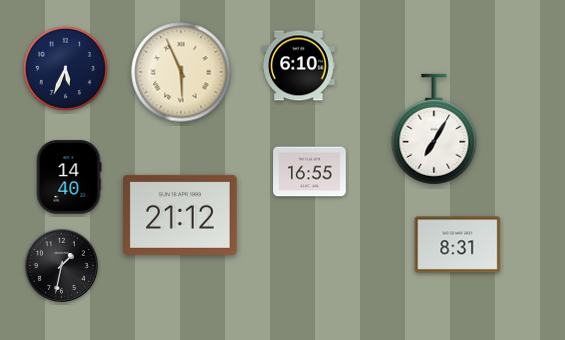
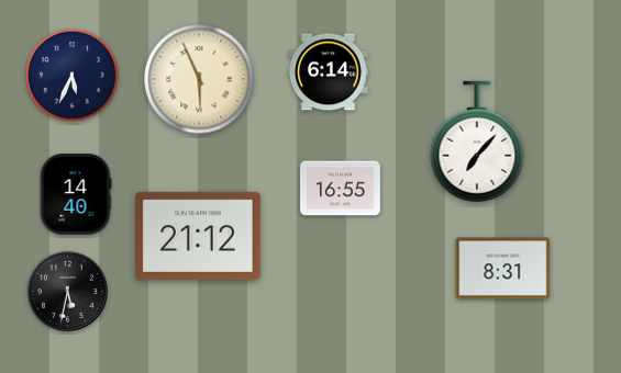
clock at (299, 66): 6:10 -> 6:14
clock at (434, 129): 7:05 -> 7:07
clock at (61, 265): 1:32 -> 5:32
